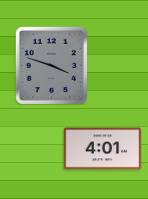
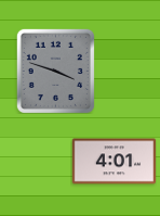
clock at (102, 149) position: (102, 149) -> (114, 162)
